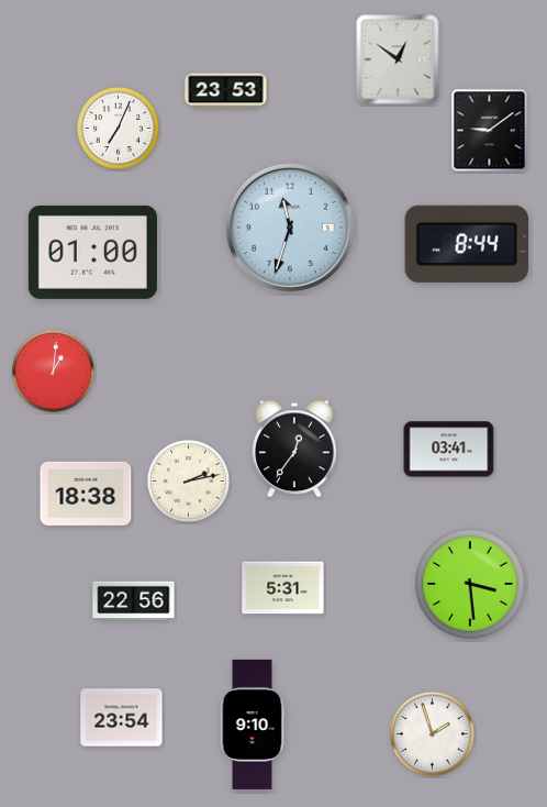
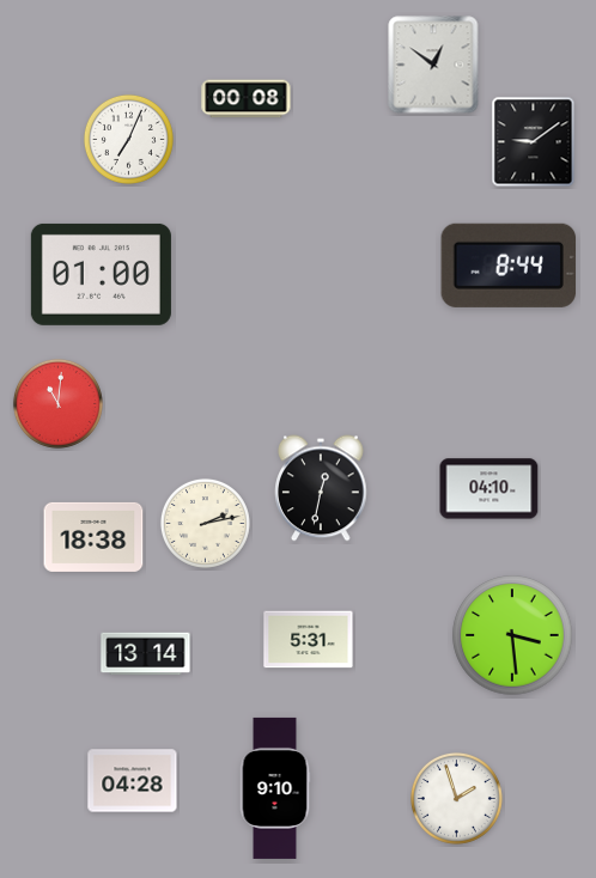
clock at (226, 91): 23:53 -> 00:08
clock at (290, 228): 11:33 -> none
clock at (53, 371): 1:01 -> 11:01
clock at (294, 449): 12:36 -> 12:32
clock at (449, 450): 03:41 -> 04:10
clock at (134, 601): 22:56 -> 13:14
clock at (122, 718): 23:54 -> 04:28
clock at (432, 733) position: (432, 733) -> (456, 798)
